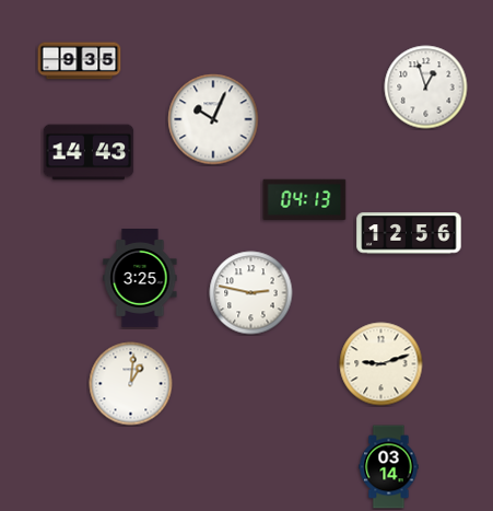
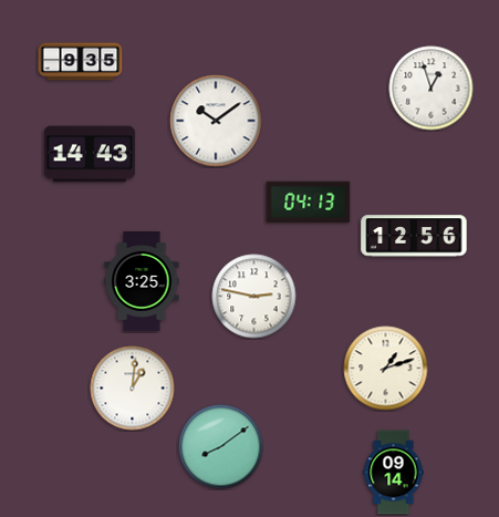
clock at (213, 119): 10:04 -> 10:09
clock at (382, 364): 9:12 -> 1:12
clock at (221, 447): none -> 8:09
clock at (389, 467): 03:14 -> 09:14
